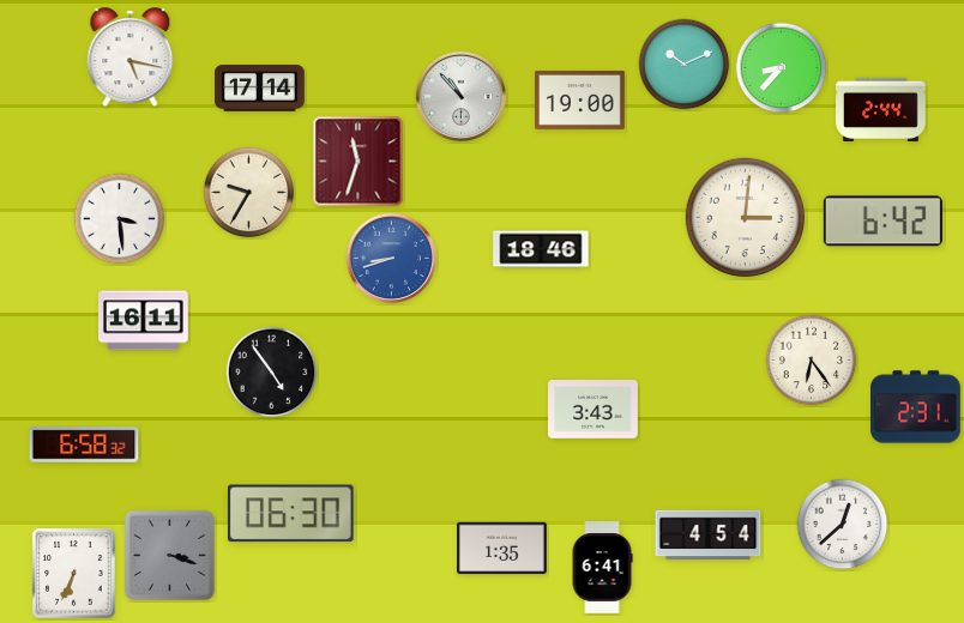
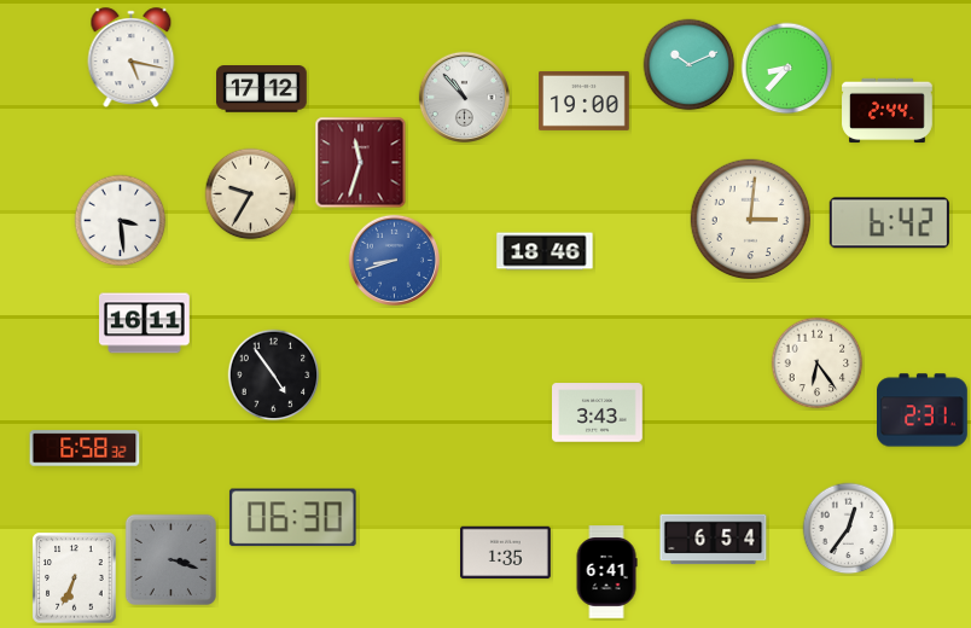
clock at (260, 89): 17:14 -> 17:12
clock at (843, 525): 12:38 -> 12:36
clock at (709, 536): 4:54 -> 6:54
